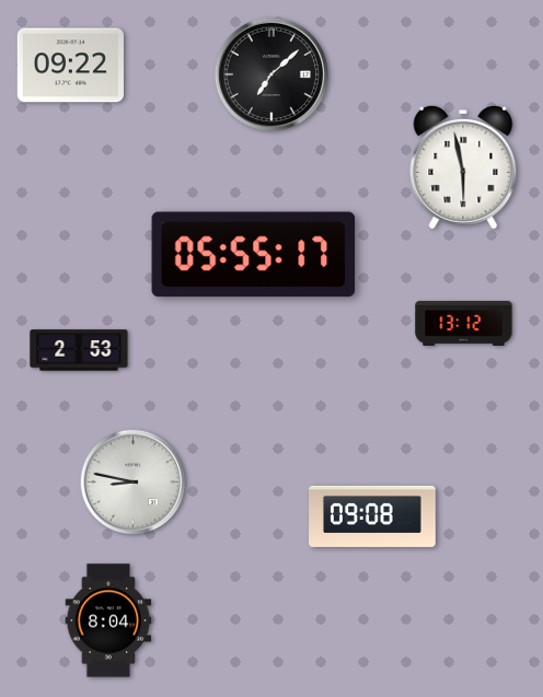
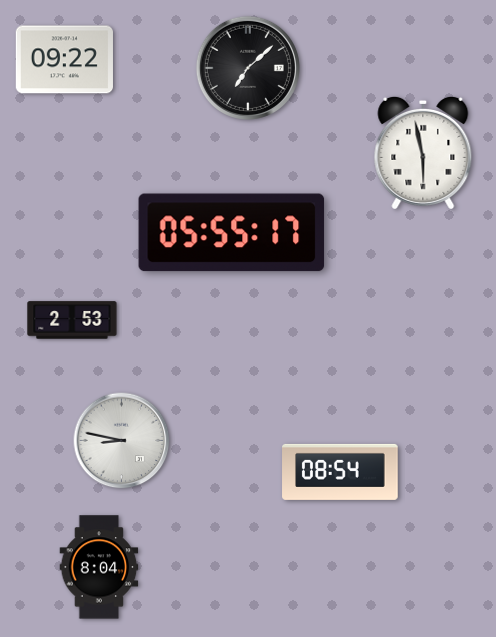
clock at (464, 323): 13:12 -> none
clock at (372, 516): 09:08 -> 08:54
